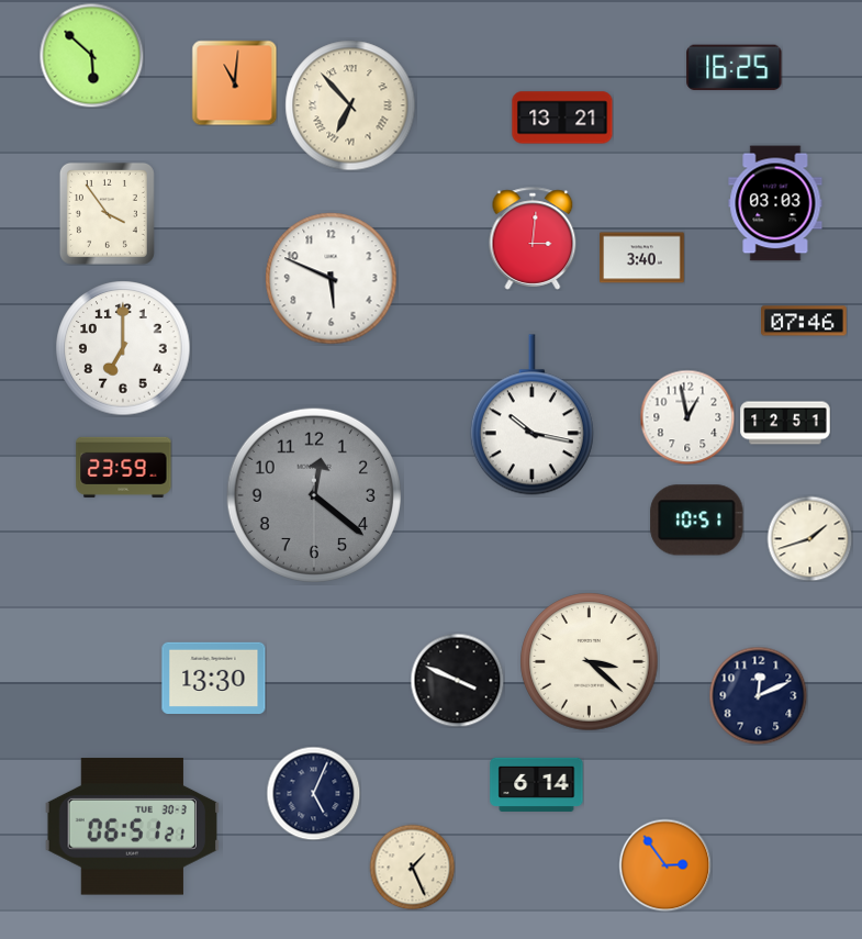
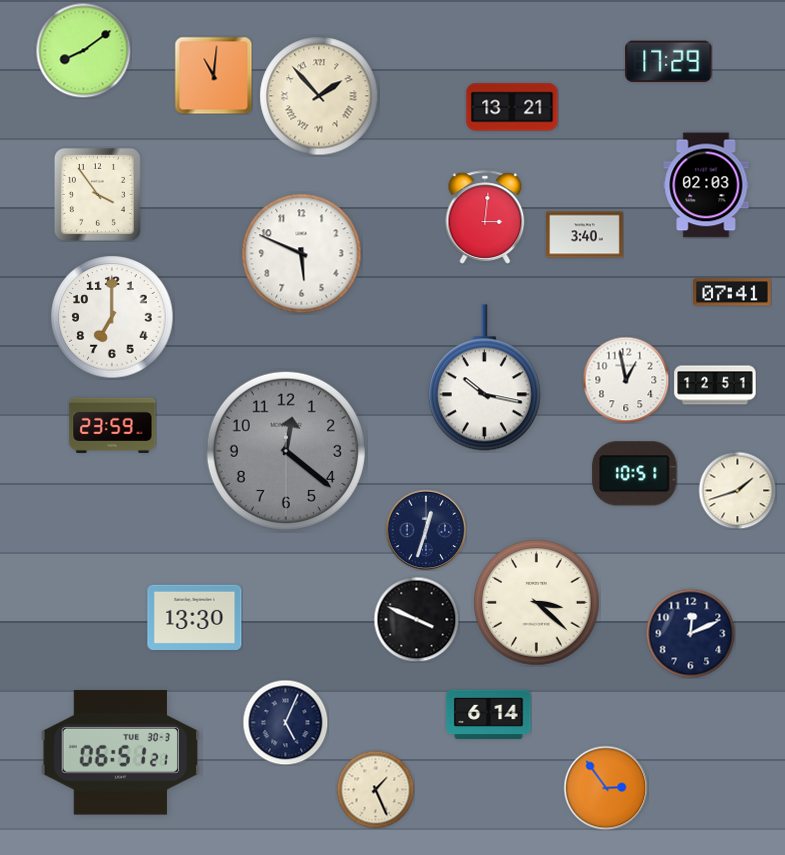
clock at (91, 55): 5:52 -> 8:09
clock at (735, 68): 16:25 -> 17:29
clock at (350, 105): 6:53 -> 1:53
clock at (775, 203): 03:03 -> 02:03
clock at (804, 321): 07:46 -> 07:41
clock at (426, 530): none -> 12:33
